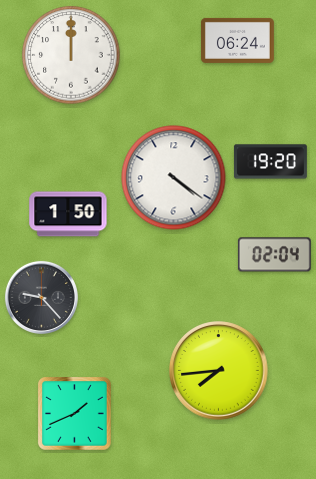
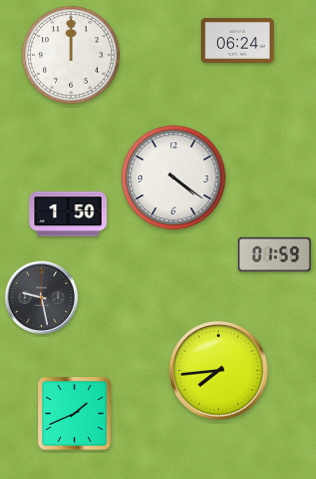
clock at (270, 162): 19:20 -> none
clock at (274, 255): 02:04 -> 01:59
clock at (41, 297): 9:23 -> 9:28
